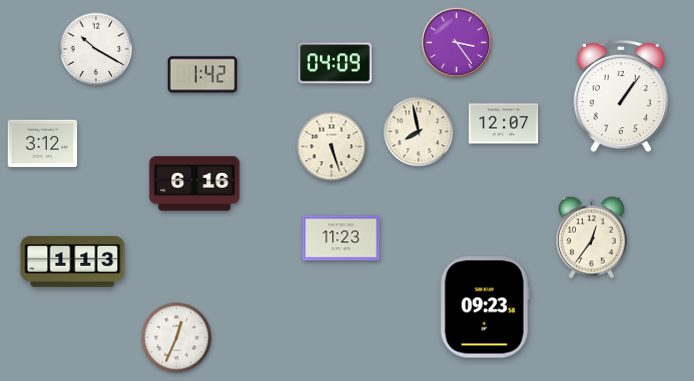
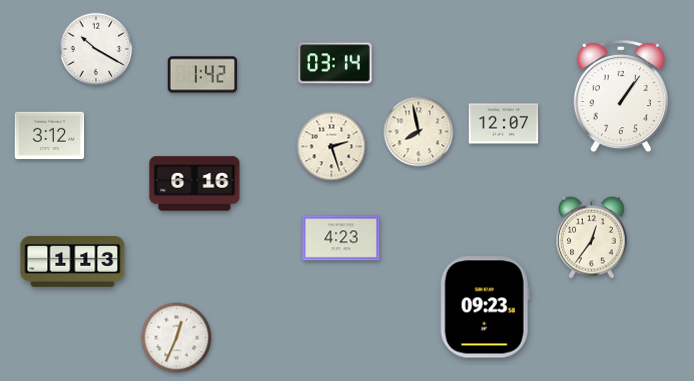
clock at (457, 43): 3:24 -> none
clock at (335, 63): 04:09 -> 03:14
clock at (43, 144) position: (43, 144) -> (50, 136)
clock at (332, 147): 5:27 -> 2:27
clock at (341, 238): 11:23 -> 4:23
